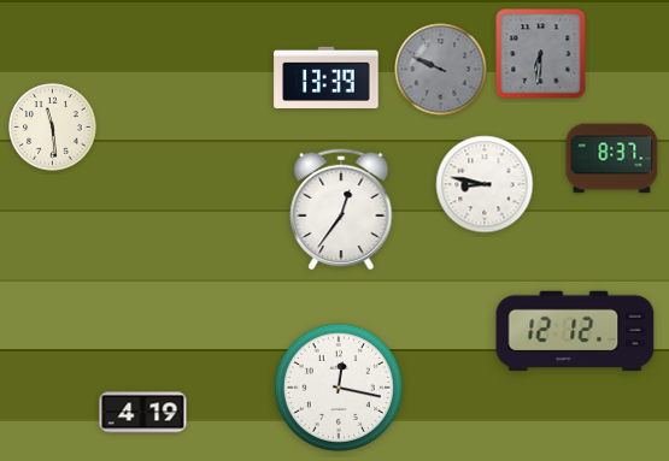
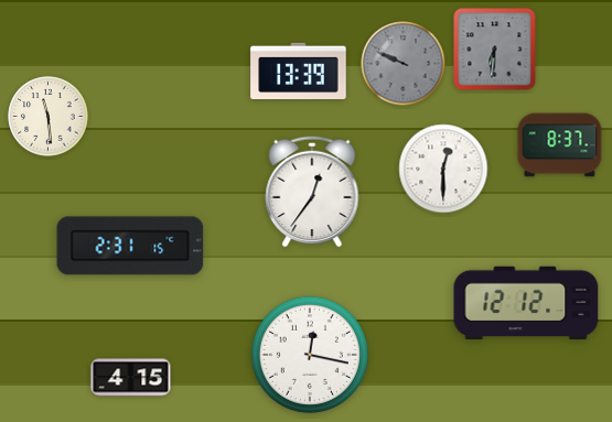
clock at (485, 184): 8:47 -> 12:30
clock at (130, 246): none -> 2:31
clock at (143, 413): 4:19 -> 4:15
